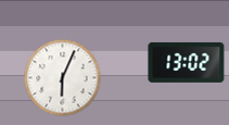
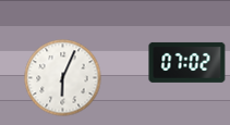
clock at (187, 62): 13:02 -> 07:02
